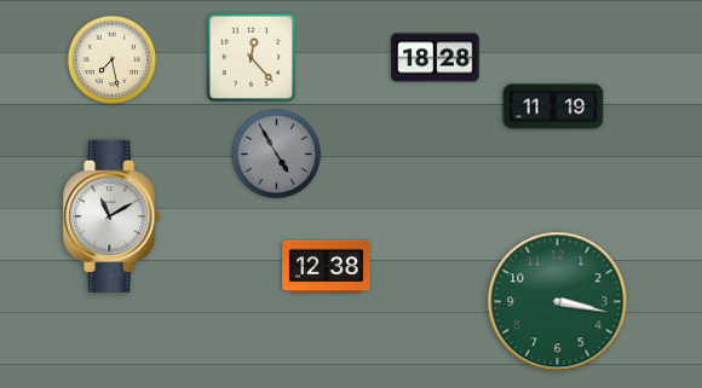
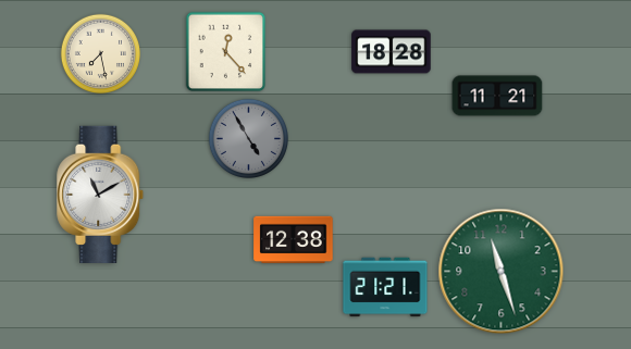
clock at (553, 106): 11:19 -> 11:21
clock at (558, 302): 3:17 -> 11:27
clock at (385, 287): none -> 21:21
